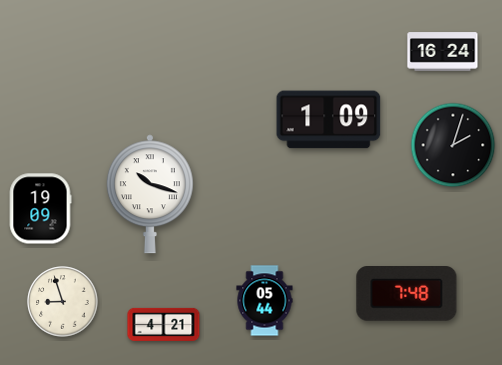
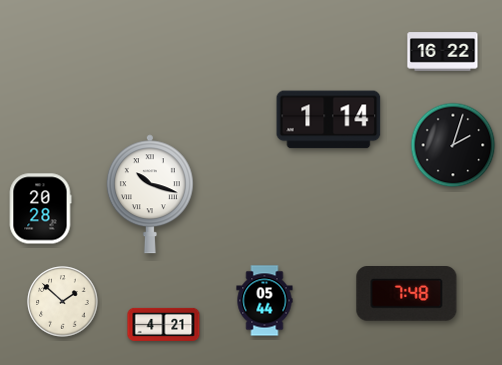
clock at (443, 52): 16:24 -> 16:22
clock at (329, 120): 1:09 -> 1:14
clock at (40, 209): 19:09 -> 20:28
clock at (63, 302): 8:57 -> 1:52
